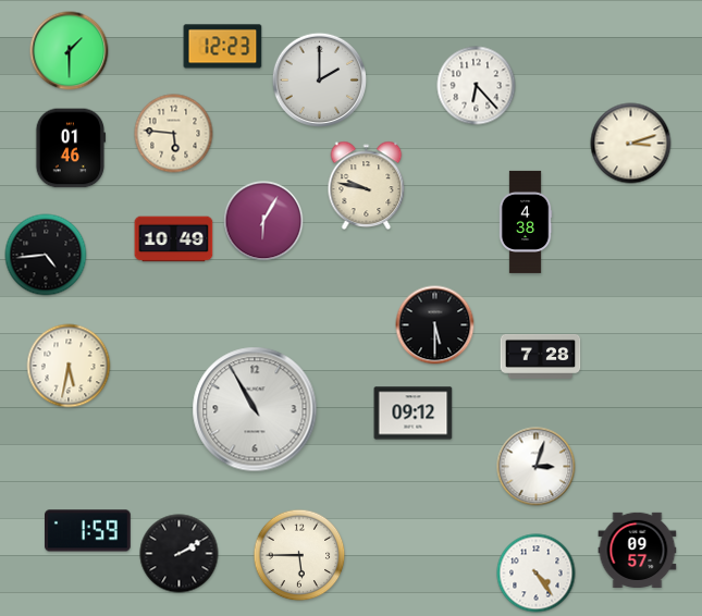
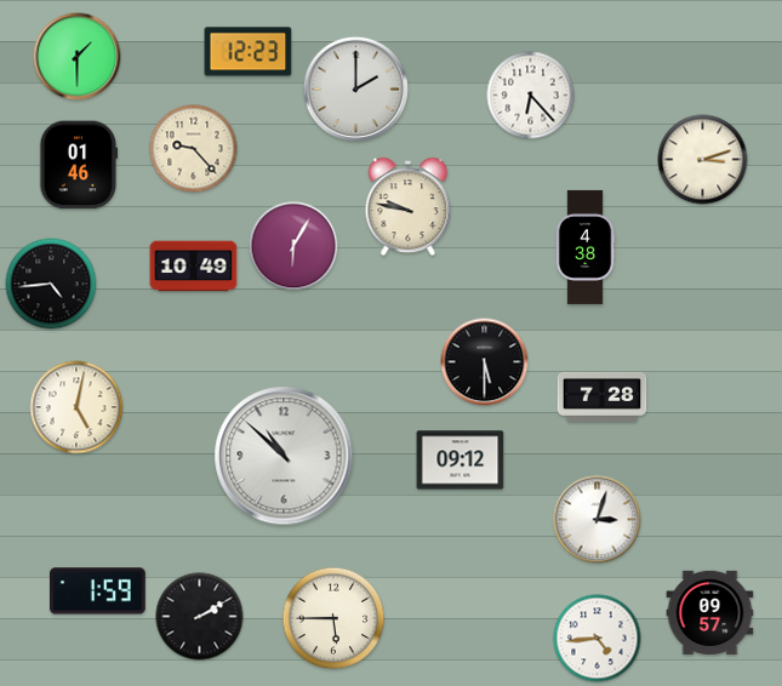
clock at (174, 134): 5:46 -> 9:23
clock at (69, 366): 5:32 -> 5:02
clock at (255, 409): 10:55 -> 10:52
clock at (537, 574): 4:24 -> 4:44
